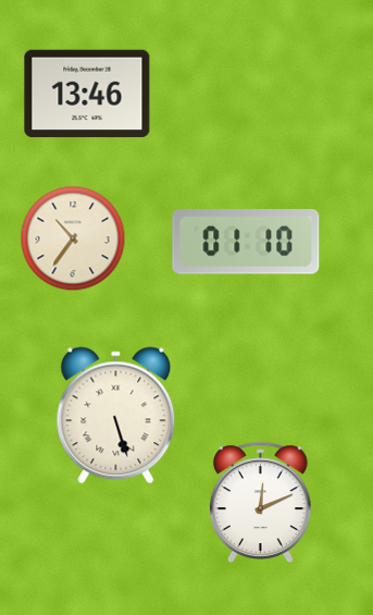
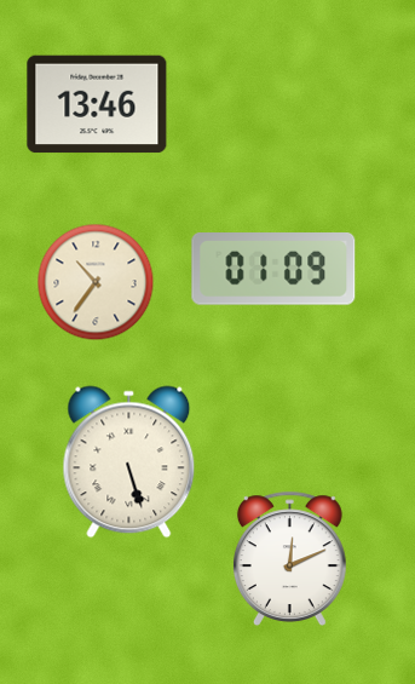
clock at (73, 238) position: (73, 238) -> (96, 282)
clock at (246, 243): 01:10 -> 01:09
